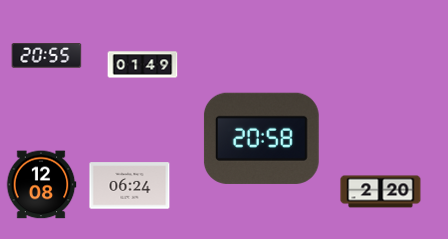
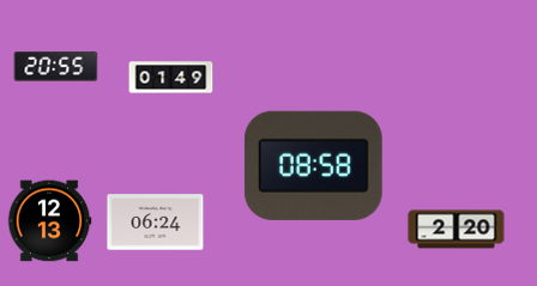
clock at (261, 138): 20:58 -> 08:58
clock at (41, 185): 12:08 -> 12:13
